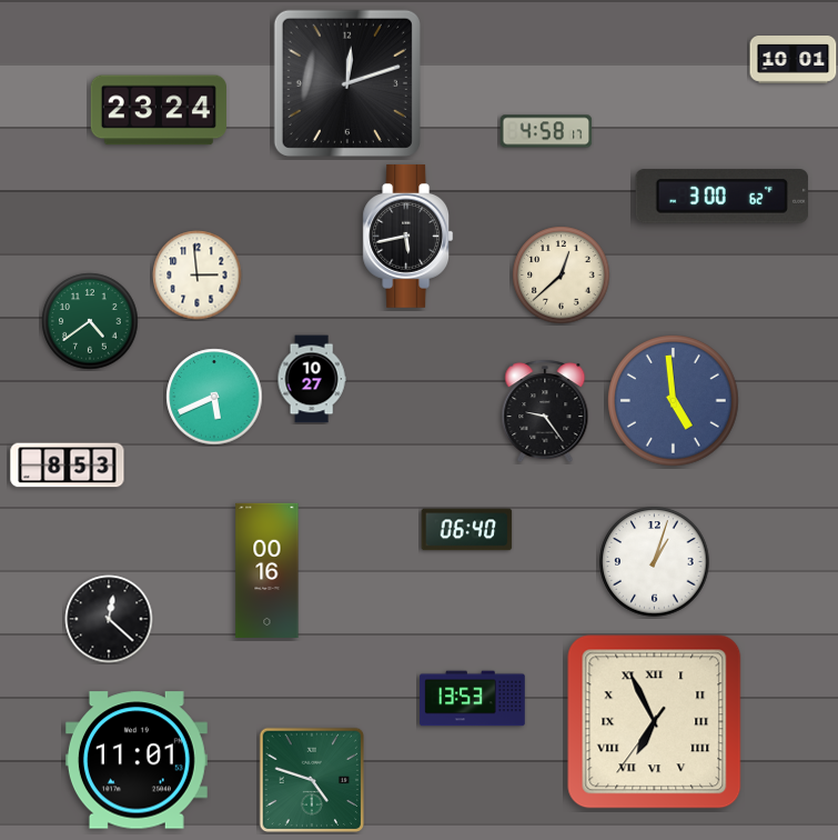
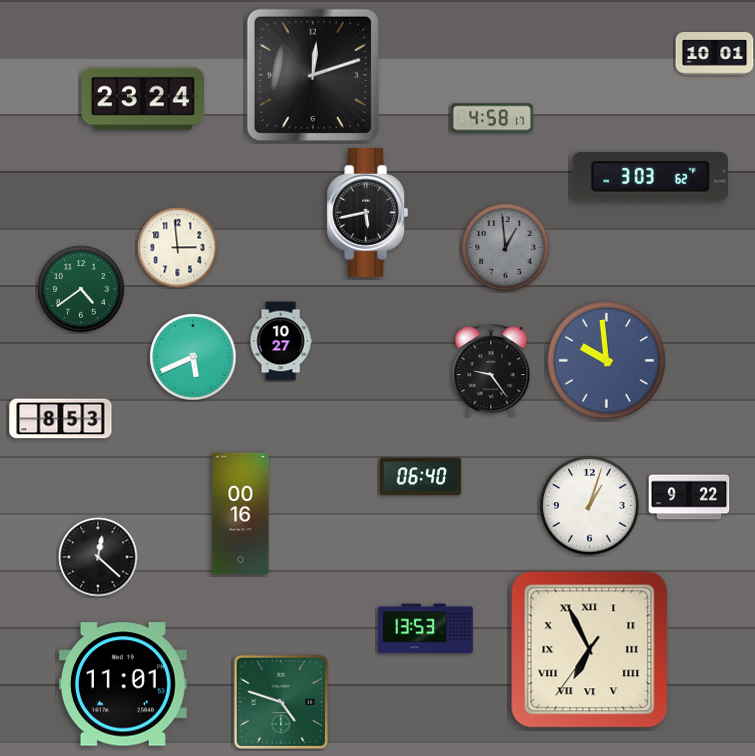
clock at (721, 197): 3:00 -> 3:03
clock at (562, 276): 12:38 -> 12:59
clock at (562, 276) dial: cream -> grey
clock at (674, 401): 4:59 -> 9:59
clock at (689, 497): none -> 9:22
